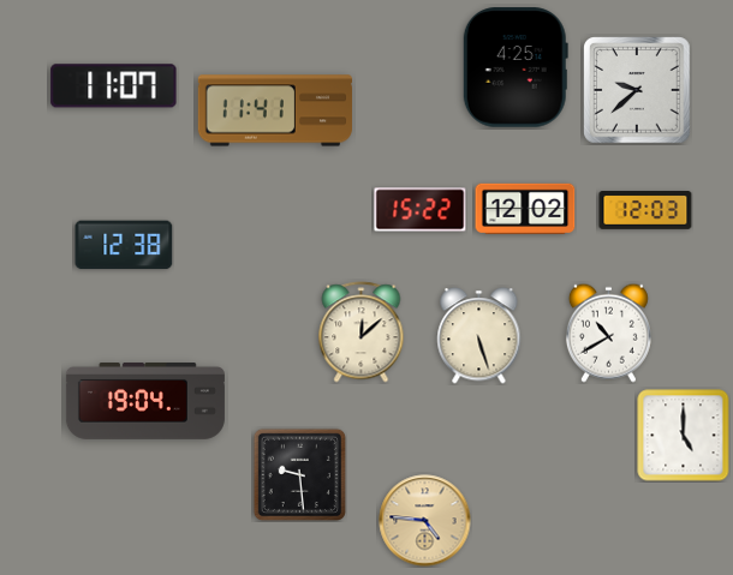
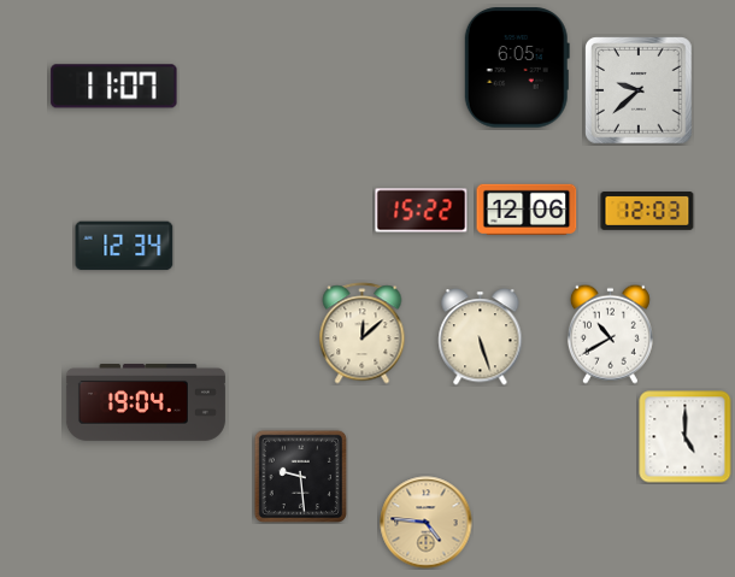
clock at (516, 67): 4:25 -> 6:05
clock at (275, 110): 11:41 -> none
clock at (525, 208): 12:02 -> 12:06
clock at (124, 245): 12:38 -> 12:34
